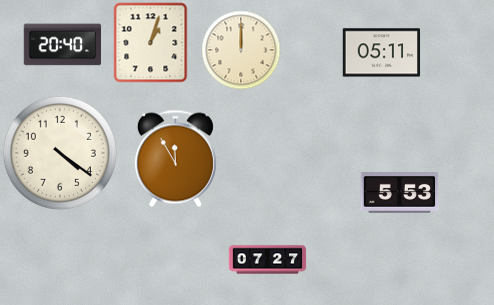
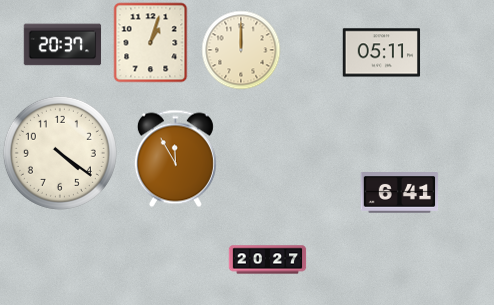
clock at (62, 45): 20:40 -> 20:37
clock at (399, 193): 5:53 -> 6:41
clock at (267, 260): 07:27 -> 20:27
